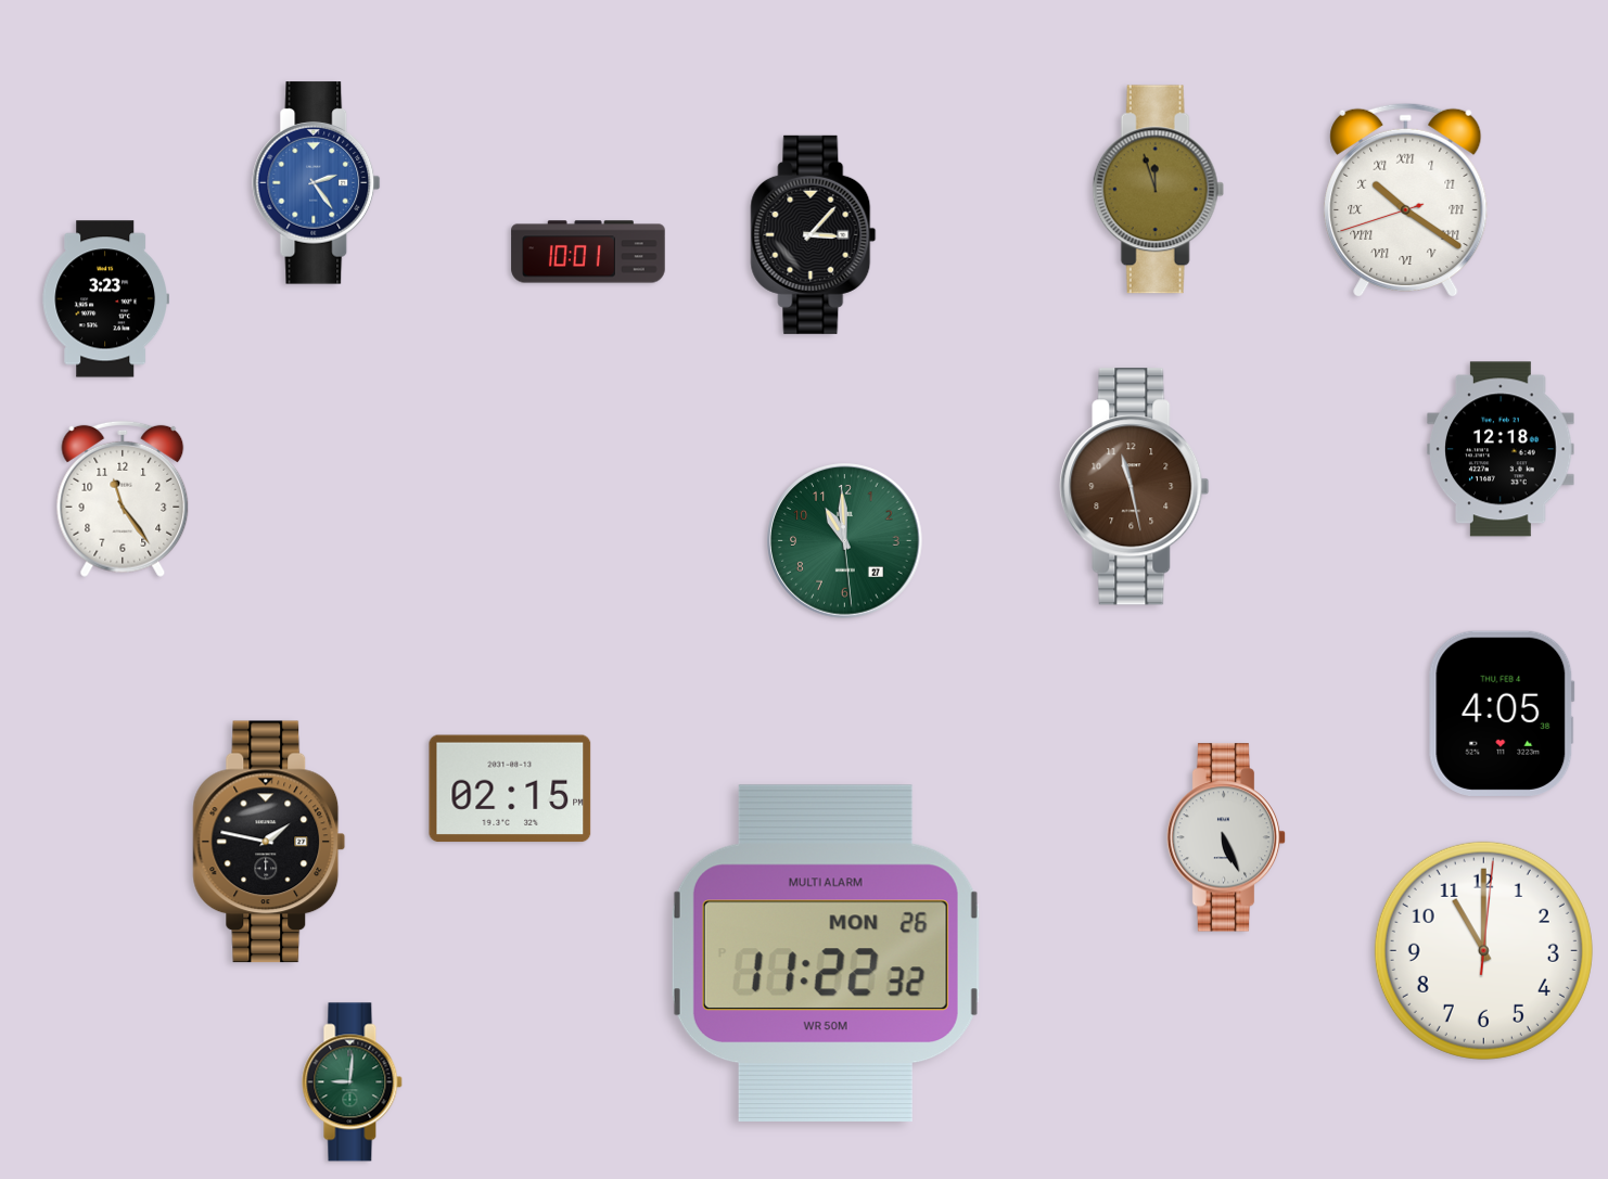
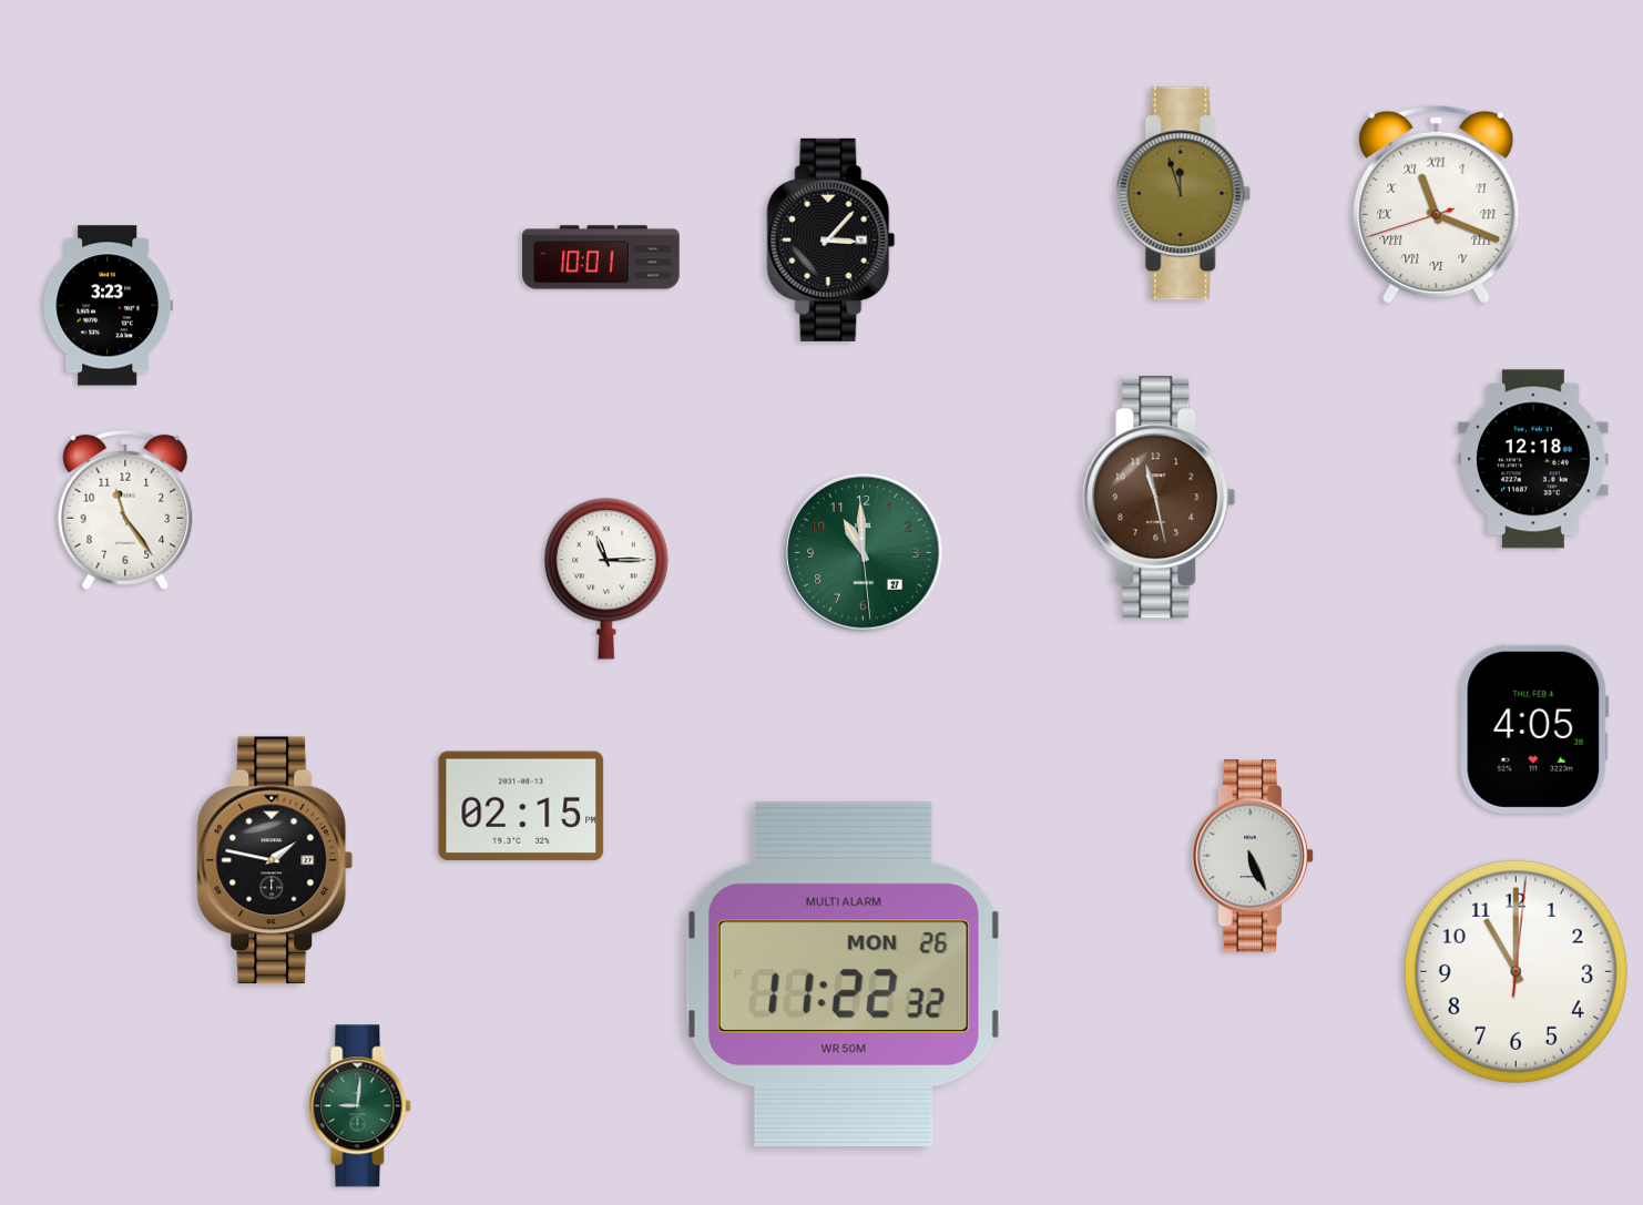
clock at (317, 183): 2:24 -> none
clock at (1406, 200): 10:20 -> 11:18
clock at (606, 579): none -> 11:15
